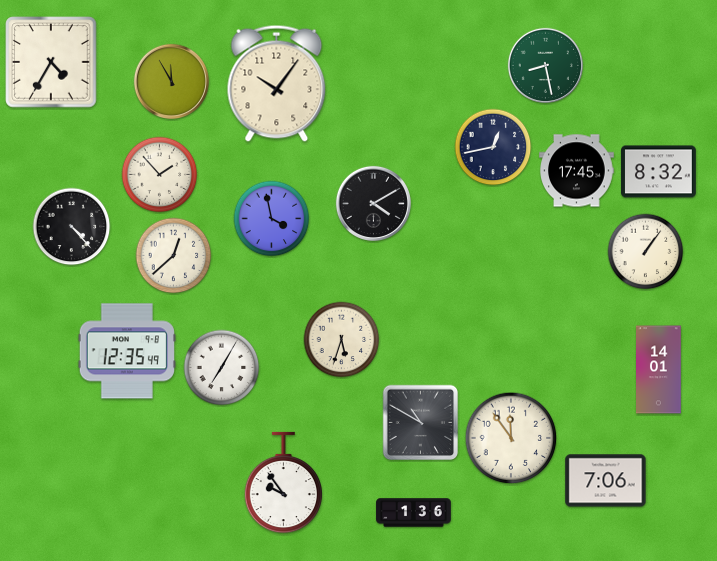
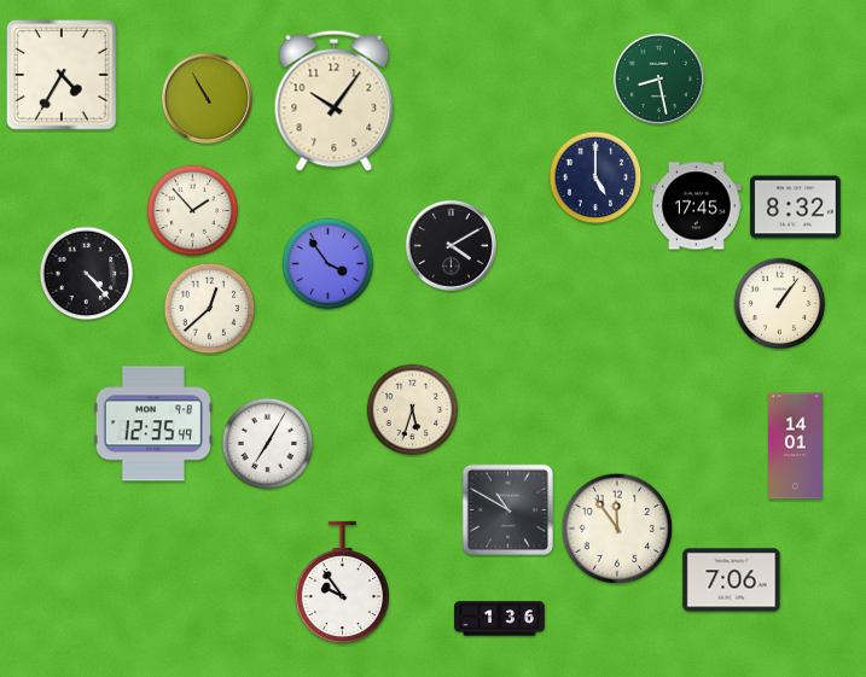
clock at (171, 81): 11:55 -> 10:55
clock at (493, 147): 12:43 -> 5:00
clock at (272, 219): 3:58 -> 3:54
